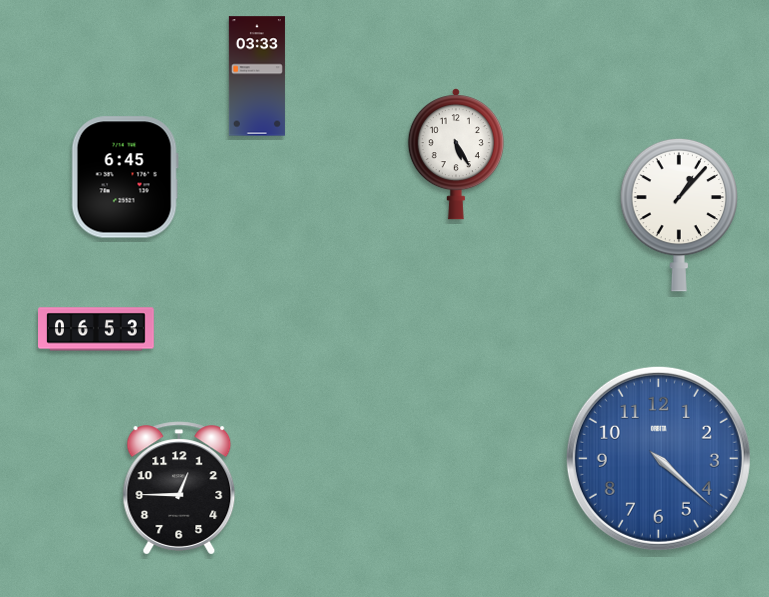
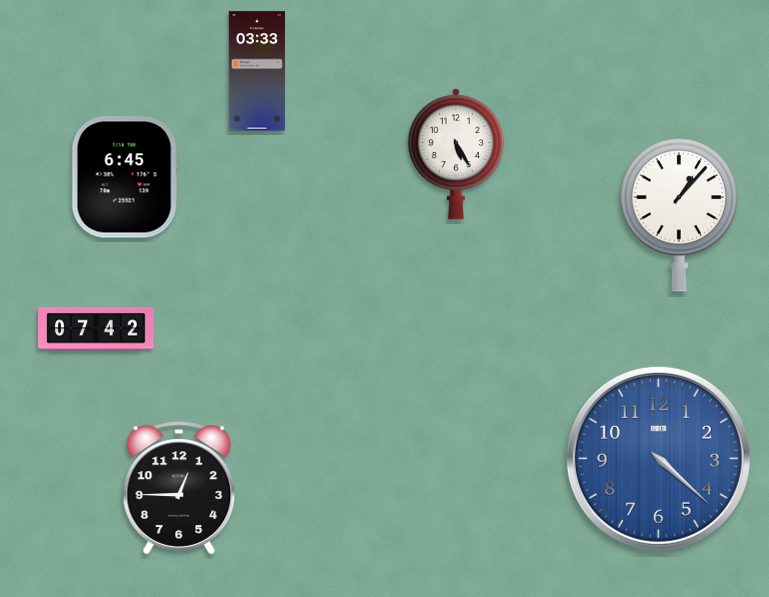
clock at (257, 76) position: (257, 76) -> (257, 71)
clock at (97, 329): 06:53 -> 07:42
